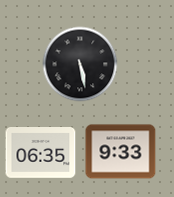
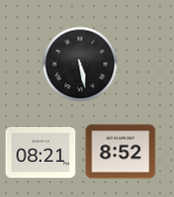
clock at (121, 152): 9:33 -> 8:52
clock at (41, 153): 06:35 -> 08:21
